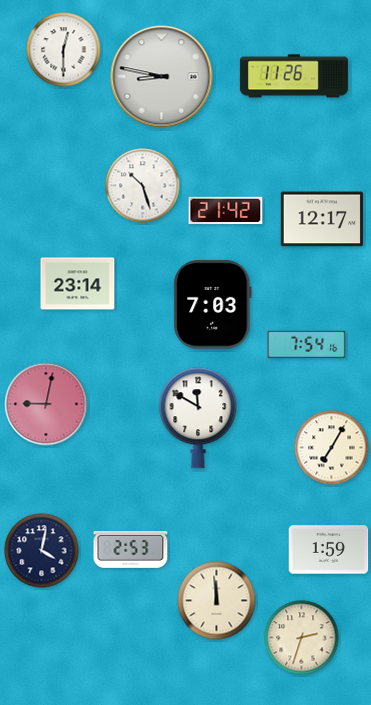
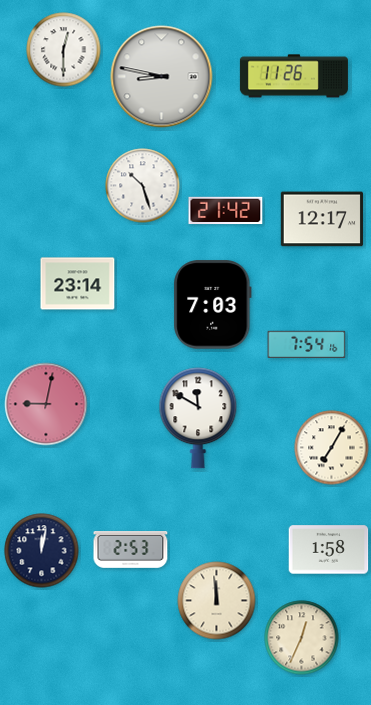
clock at (329, 550): 1:59 -> 1:58
clock at (42, 551): 4:02 -> 12:02
clock at (302, 638): 2:33 -> 12:34
